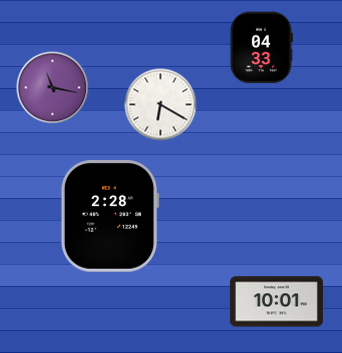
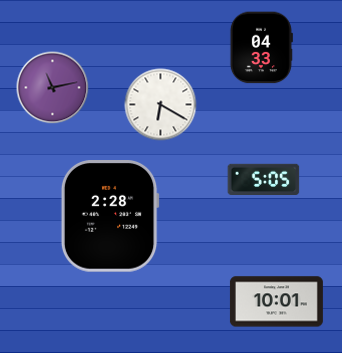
clock at (53, 88): 11:17 -> 11:13
clock at (264, 179): none -> 5:05
